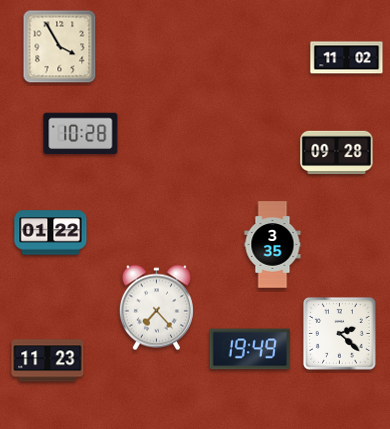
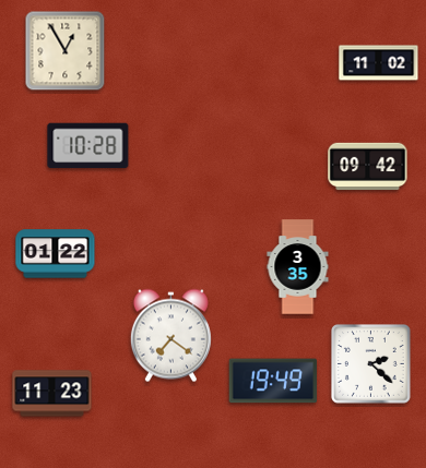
clock at (60, 47): 3:55 -> 12:55
clock at (337, 153): 09:28 -> 09:42
clock at (156, 308): 7:23 -> 7:21
